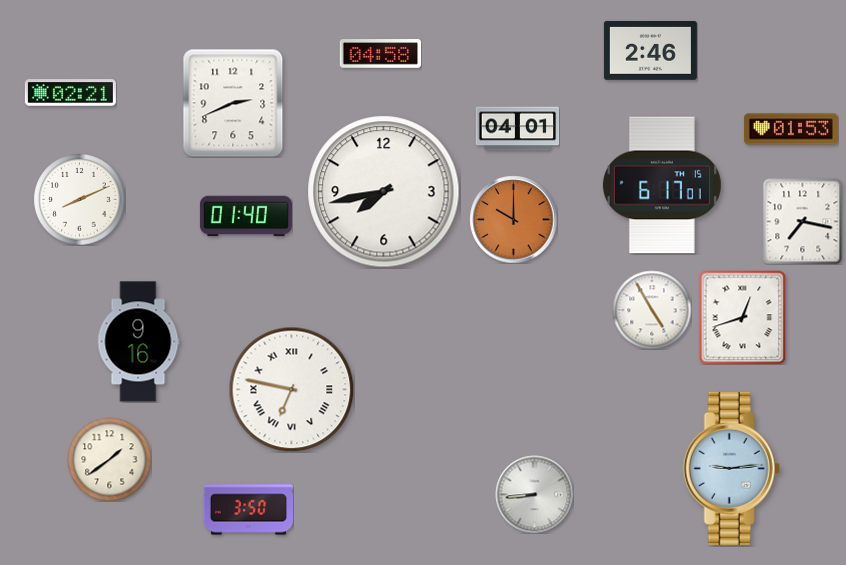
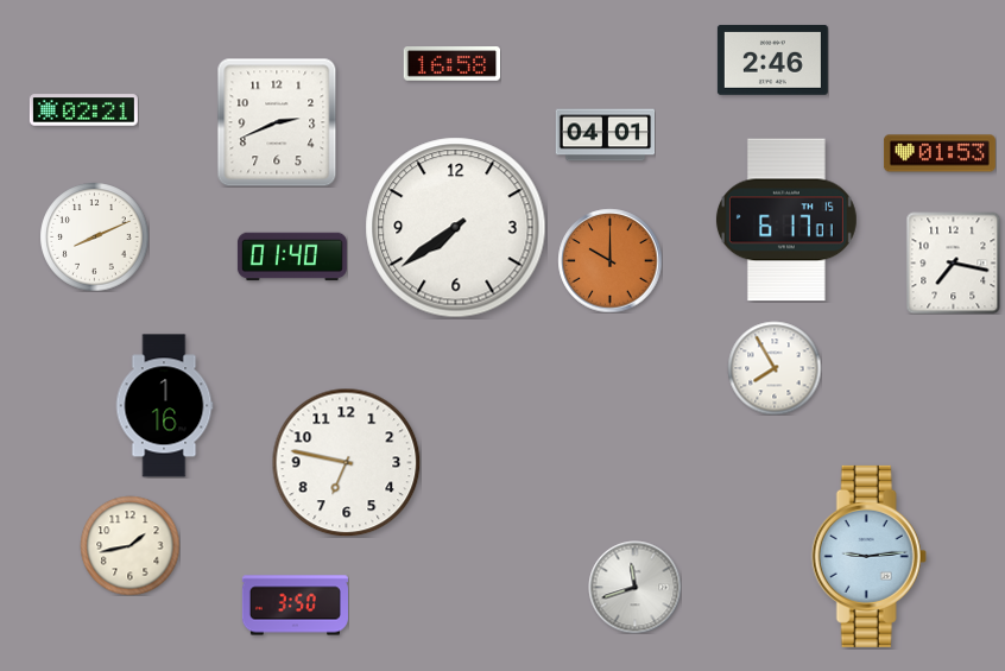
clock at (380, 54): 04:58 -> 16:58
clock at (517, 129) position: (517, 129) -> (605, 135)
clock at (384, 192): 7:43 -> 7:39
clock at (652, 310): 4:55 -> 7:55
clock at (743, 317): 12:42 -> none
clock at (138, 342): 9:16 -> 1:16
clock at (291, 389) numerals: Roman -> Arabic
clock at (109, 459): 1:39 -> 1:43
clock at (534, 494): 8:44 -> 11:42
